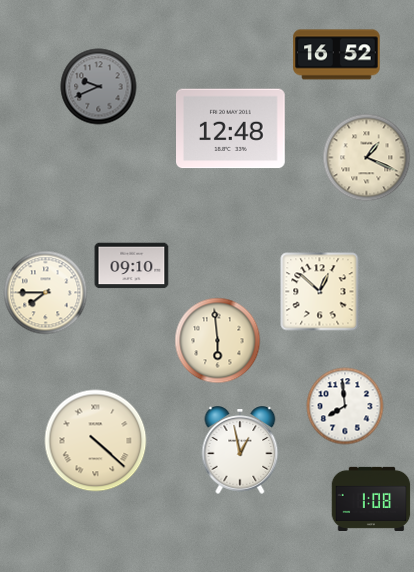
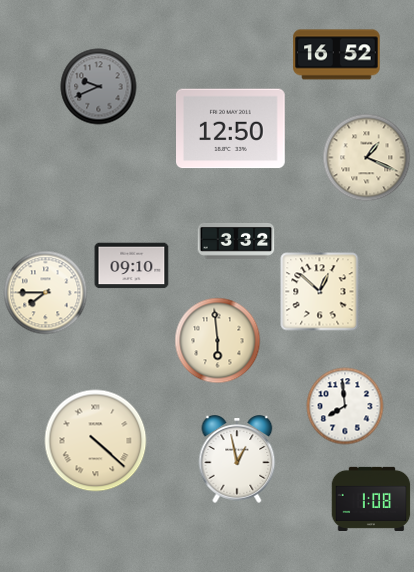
clock at (231, 129): 12:48 -> 12:50
clock at (236, 242): none -> 3:32
clock at (240, 450) position: (240, 450) -> (237, 459)
